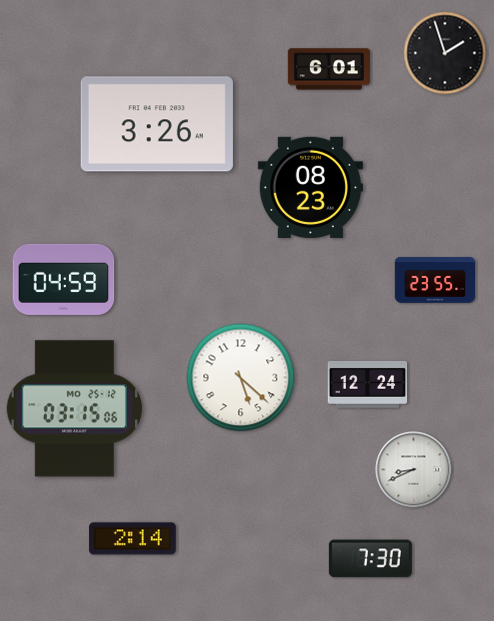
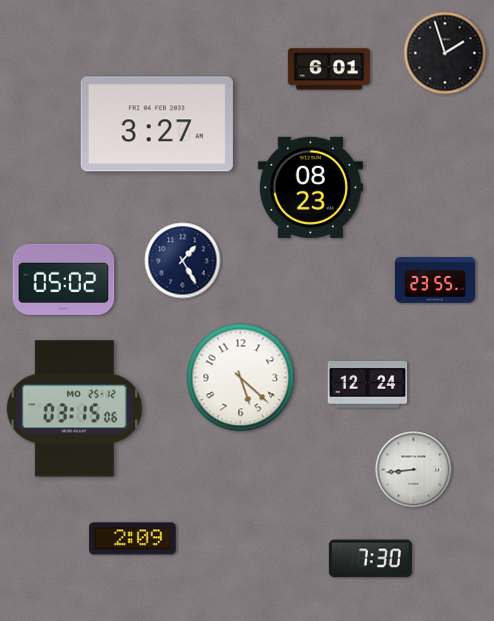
clock at (157, 124): 3:26 -> 3:27
clock at (183, 261): none -> 1:25
clock at (64, 279): 04:59 -> 05:02
clock at (414, 470): 8:41 -> 8:44
clock at (133, 539): 2:14 -> 2:09
